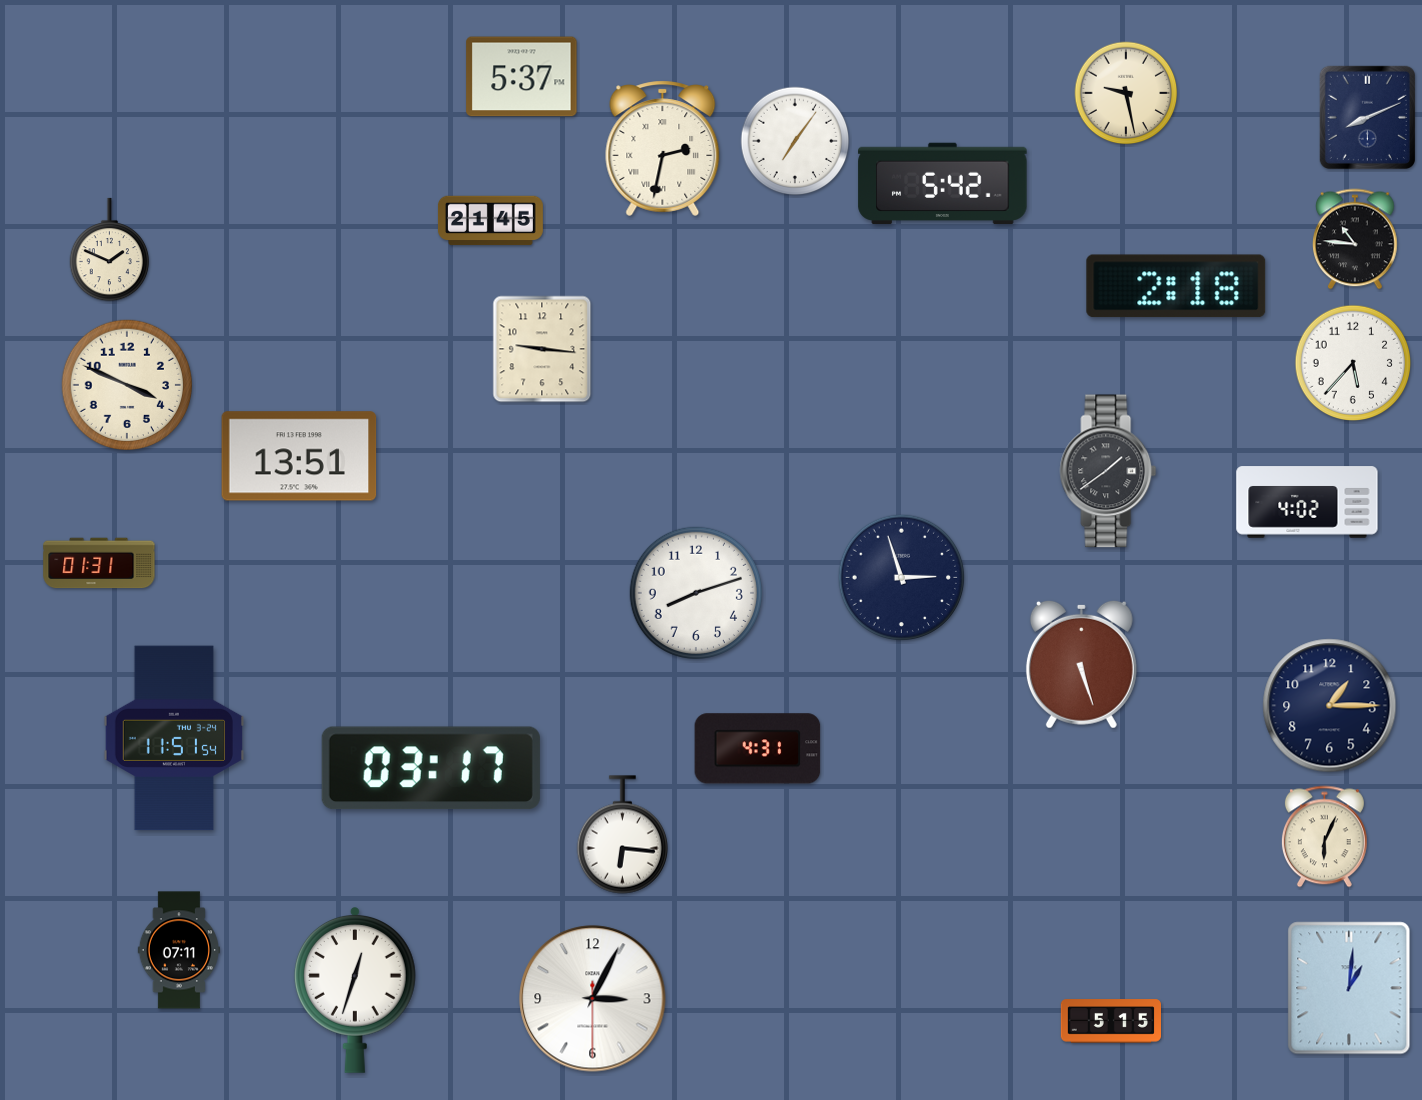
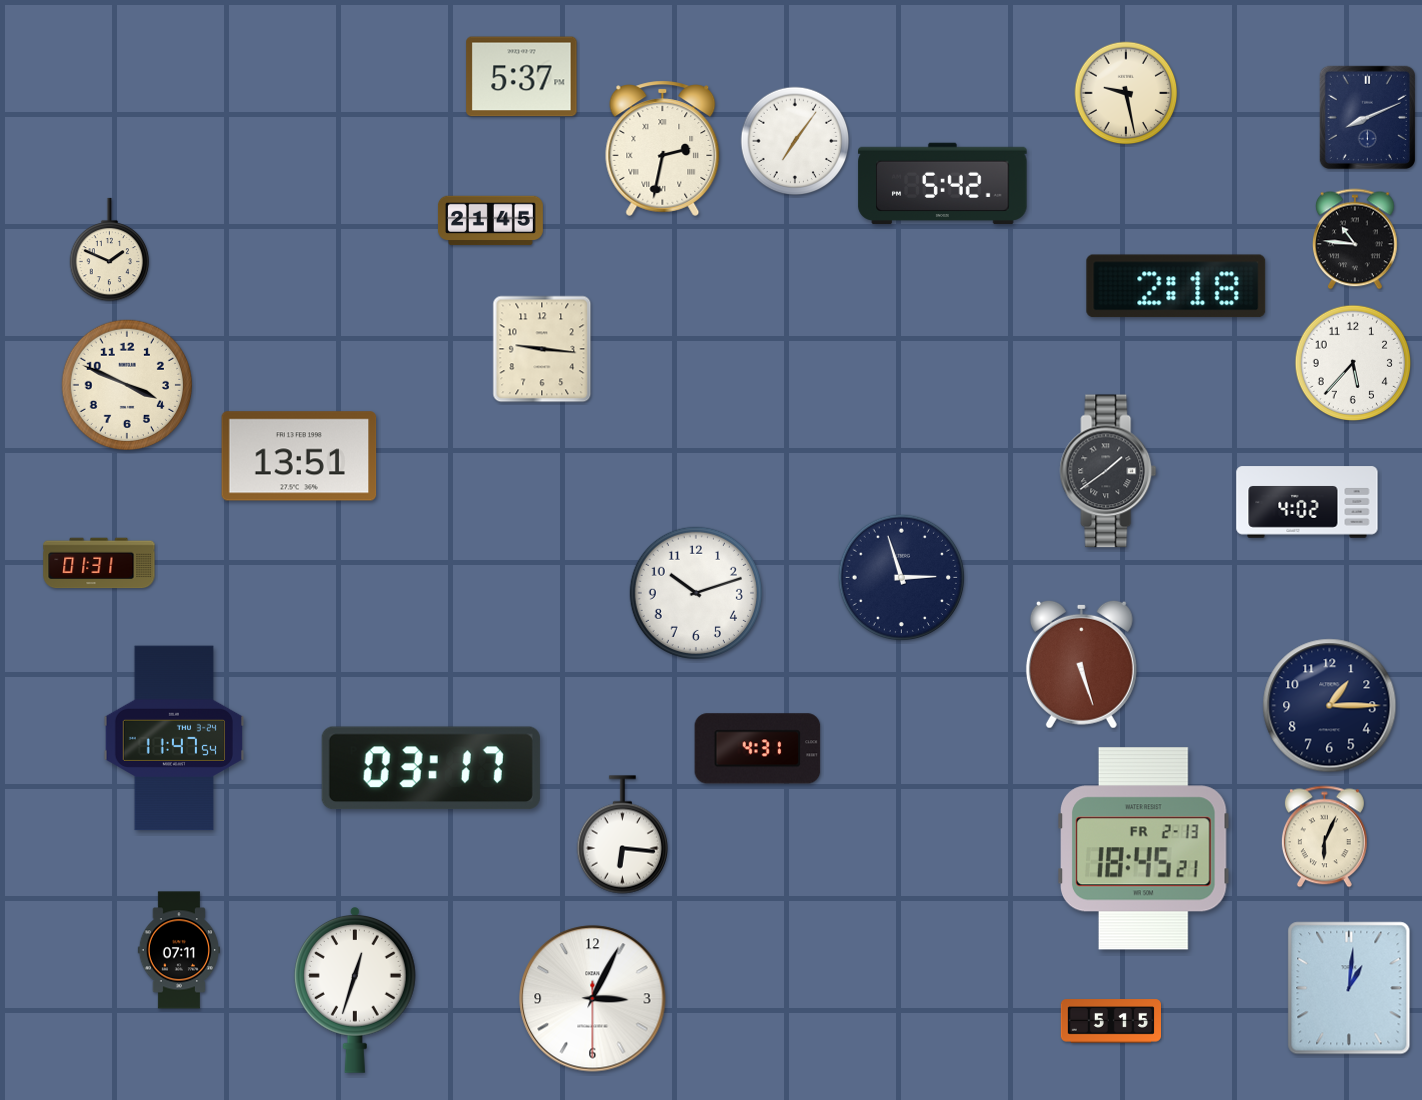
clock at (696, 593): 8:12 -> 10:12
clock at (173, 738): 11:51 -> 11:47
clock at (1144, 849): none -> 18:45
